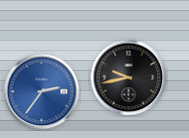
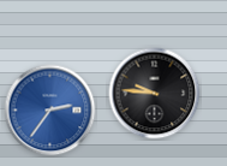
clock at (129, 78): 9:43 -> 9:46
